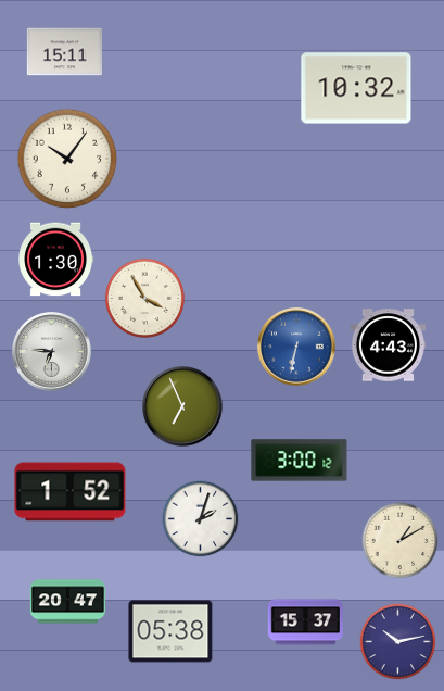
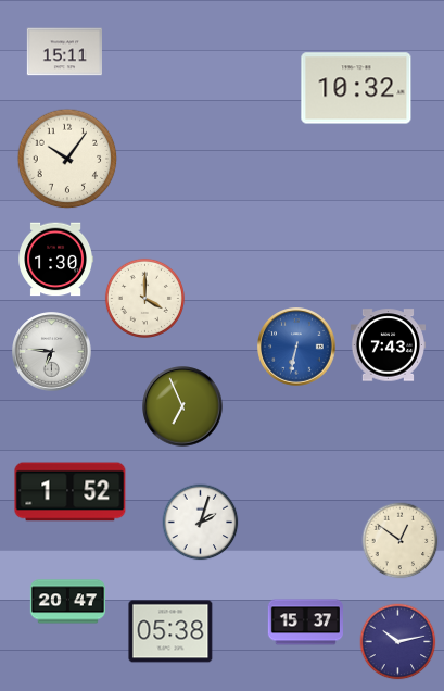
clock at (144, 298): 3:55 -> 4:00
clock at (388, 345): 4:43 -> 7:43
clock at (300, 461): 3:00 -> none
clock at (201, 519) position: (201, 519) -> (201, 523)
clock at (401, 541): 1:10 -> 12:51
